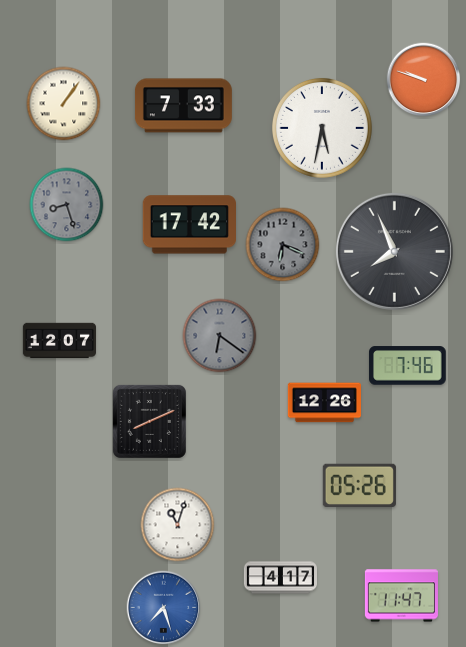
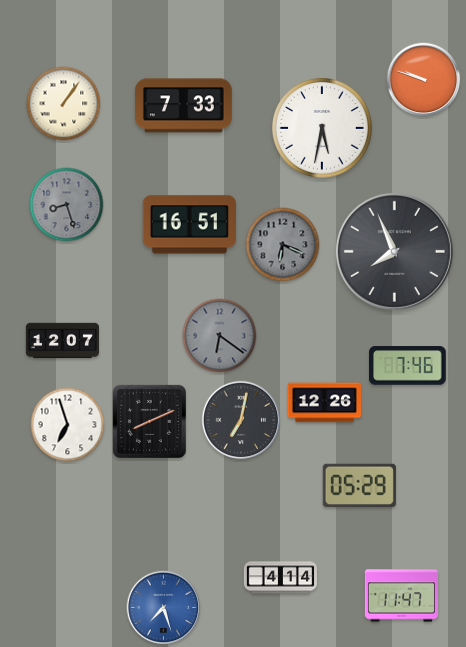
clock at (189, 225): 17:42 -> 16:51
clock at (59, 341) position: (59, 341) -> (62, 341)
clock at (241, 420): none -> 7:02
clock at (68, 425): none -> 6:57
clock at (359, 485): 05:26 -> 05:29
clock at (178, 525): 11:03 -> none
clock at (280, 578): 4:17 -> 4:14
